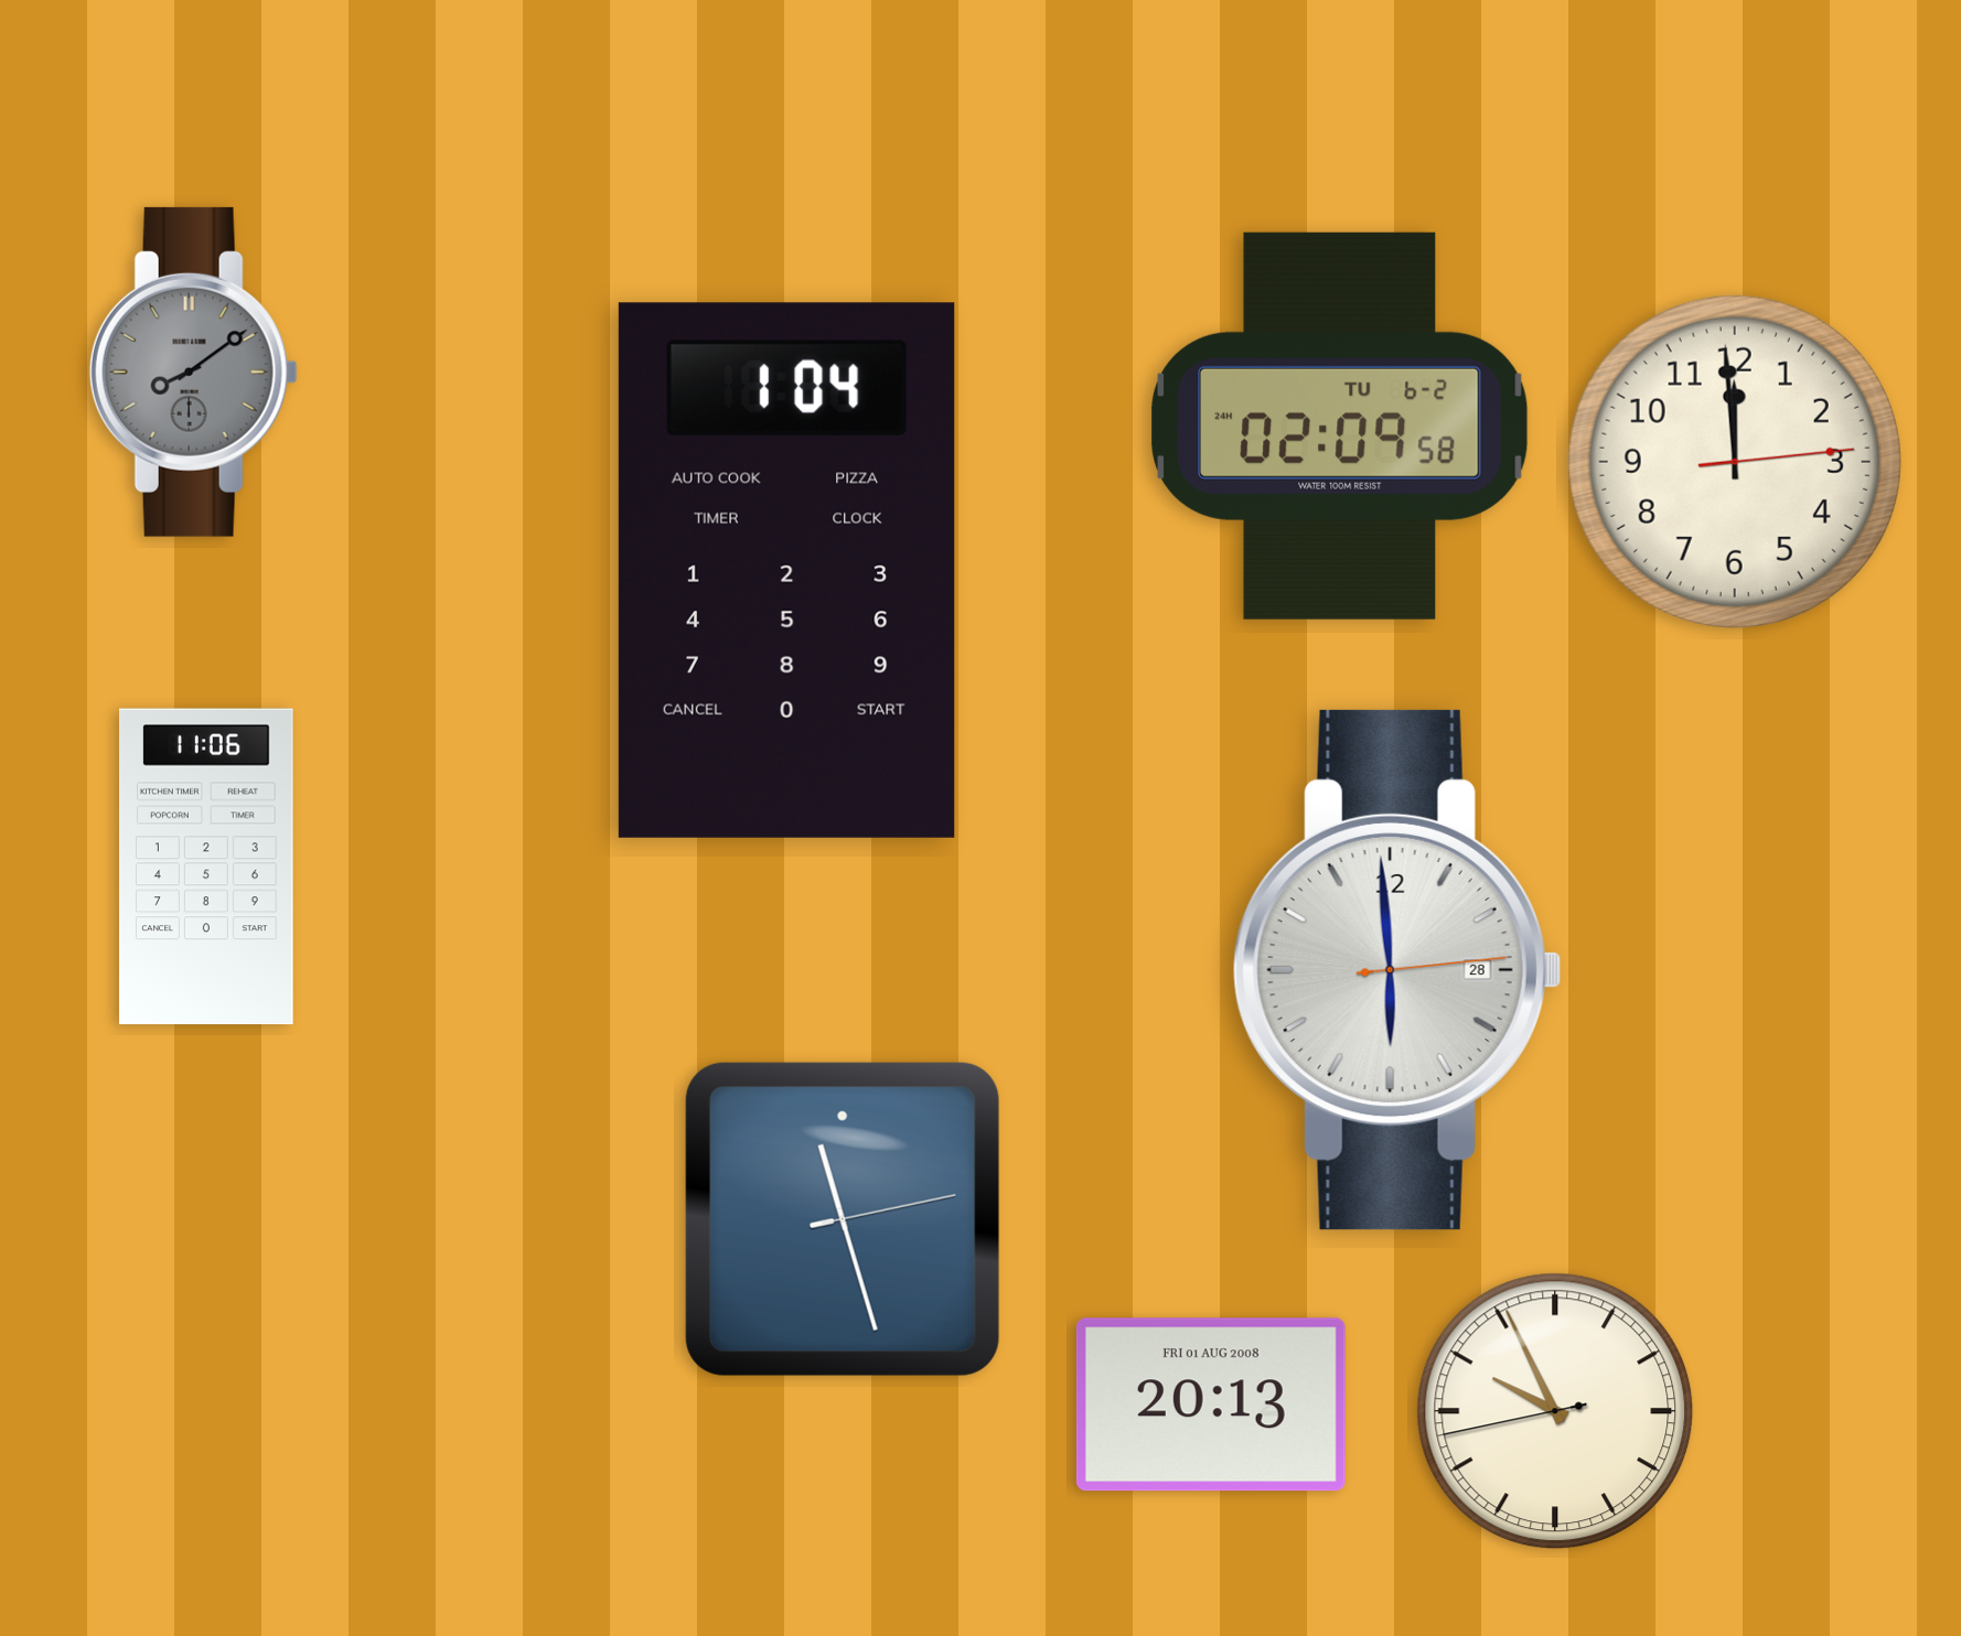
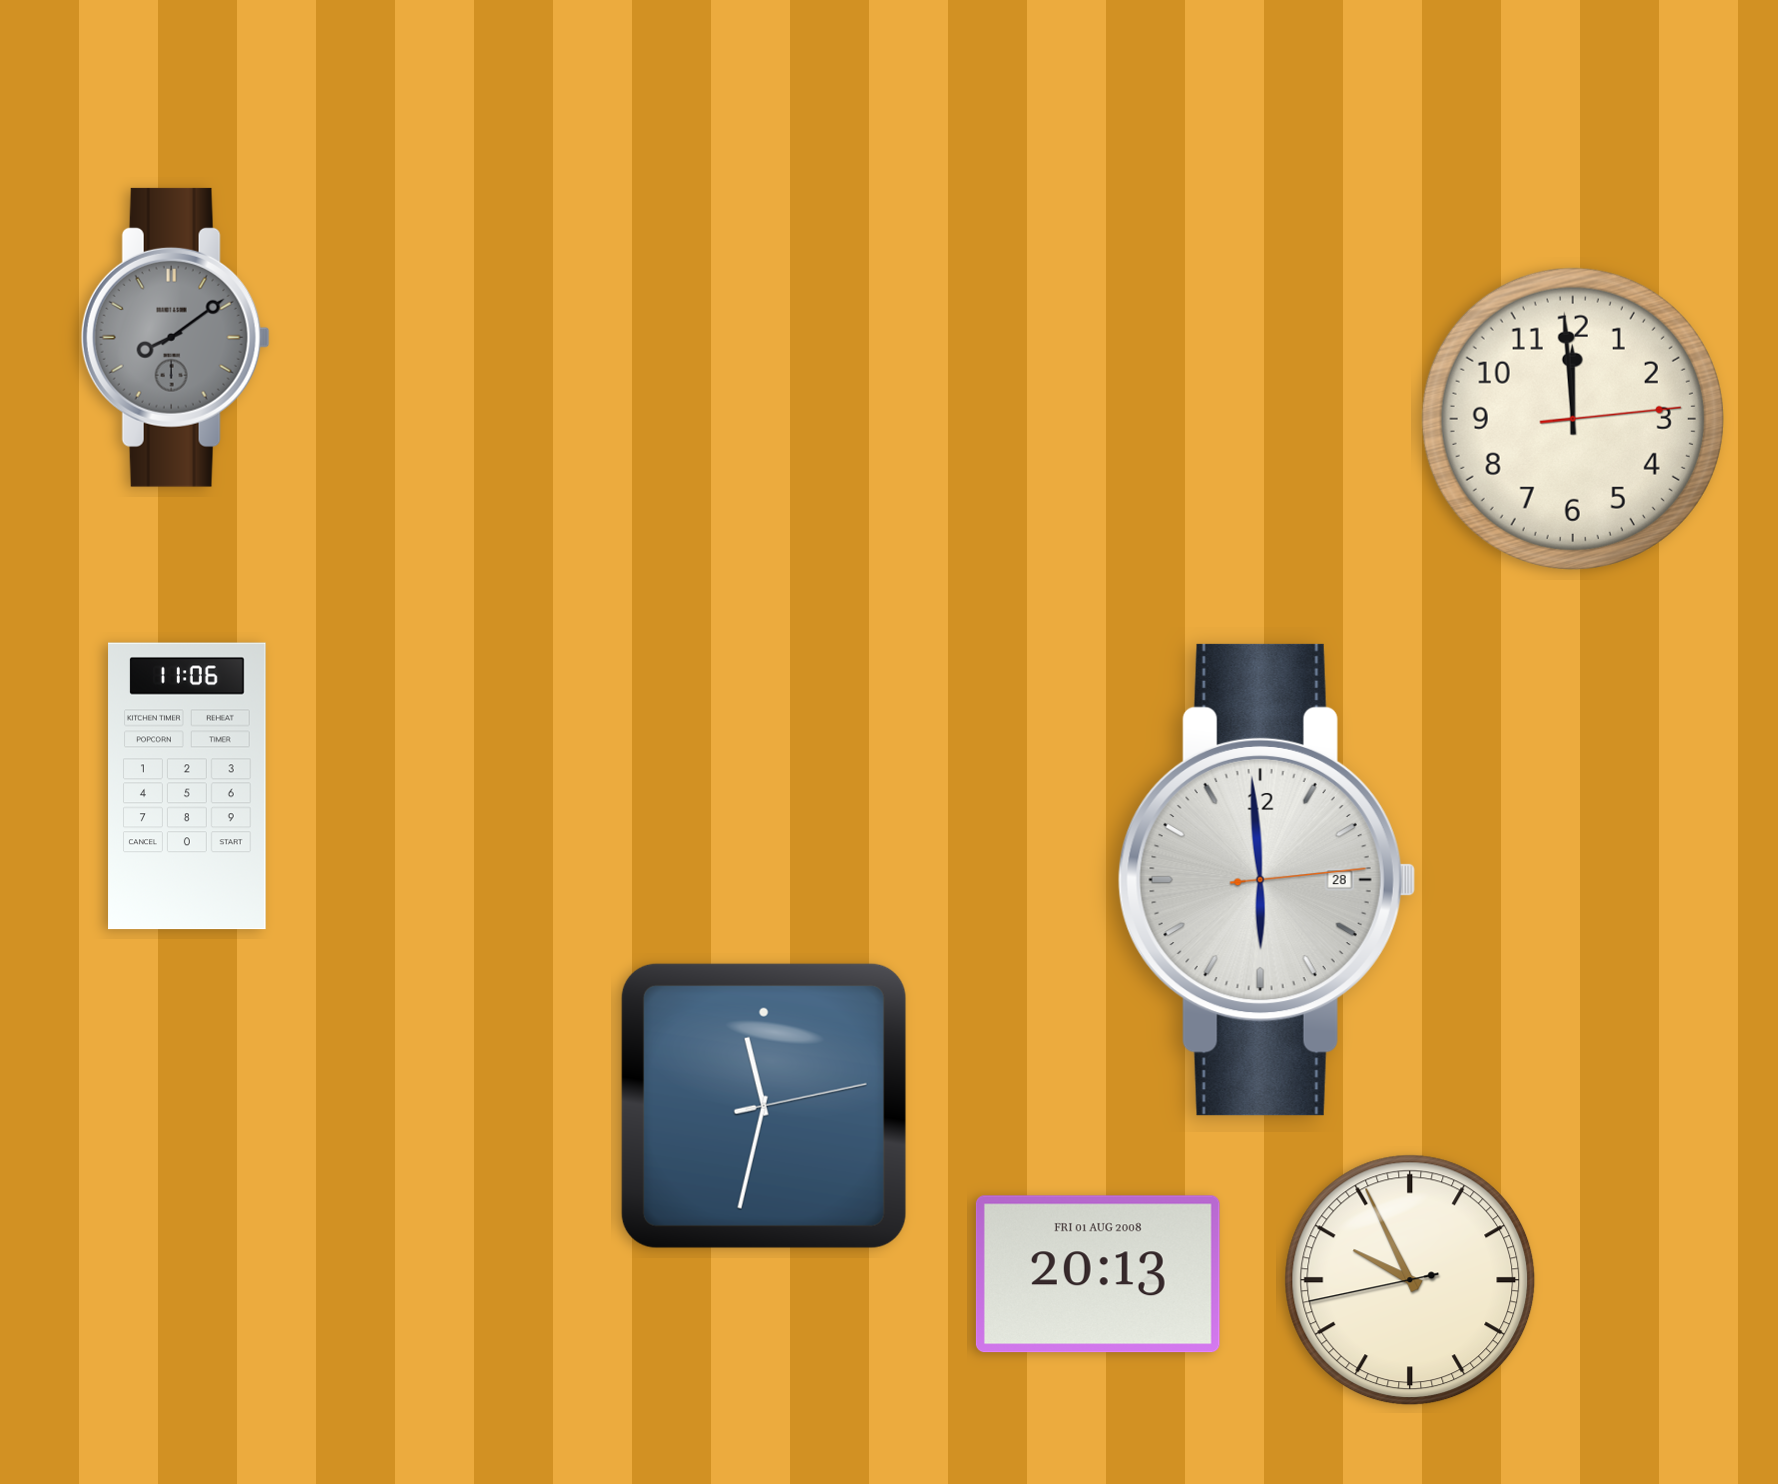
clock at (1340, 426): 02:09 -> none
clock at (786, 570): 1:04 -> none
clock at (843, 1219): 11:27 -> 11:32
